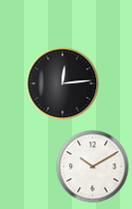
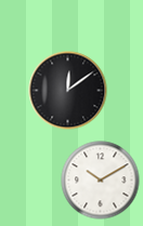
clock at (63, 84): 12:14 -> 12:09
